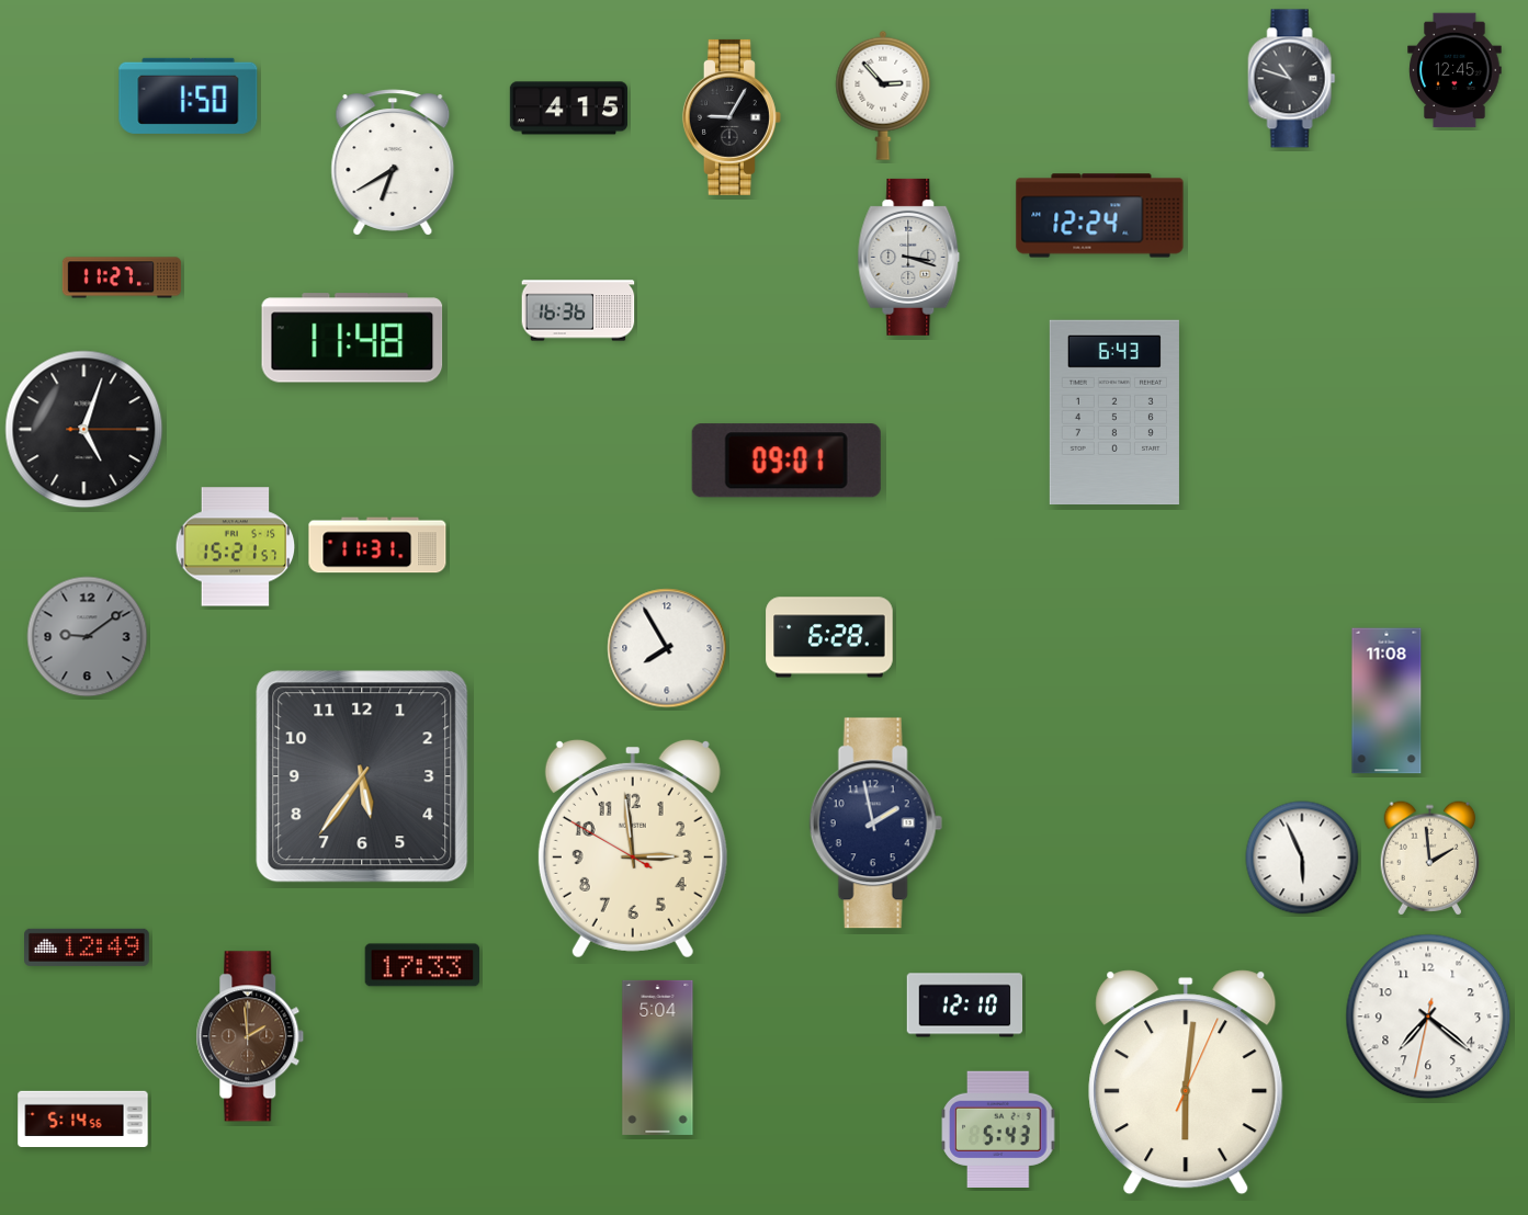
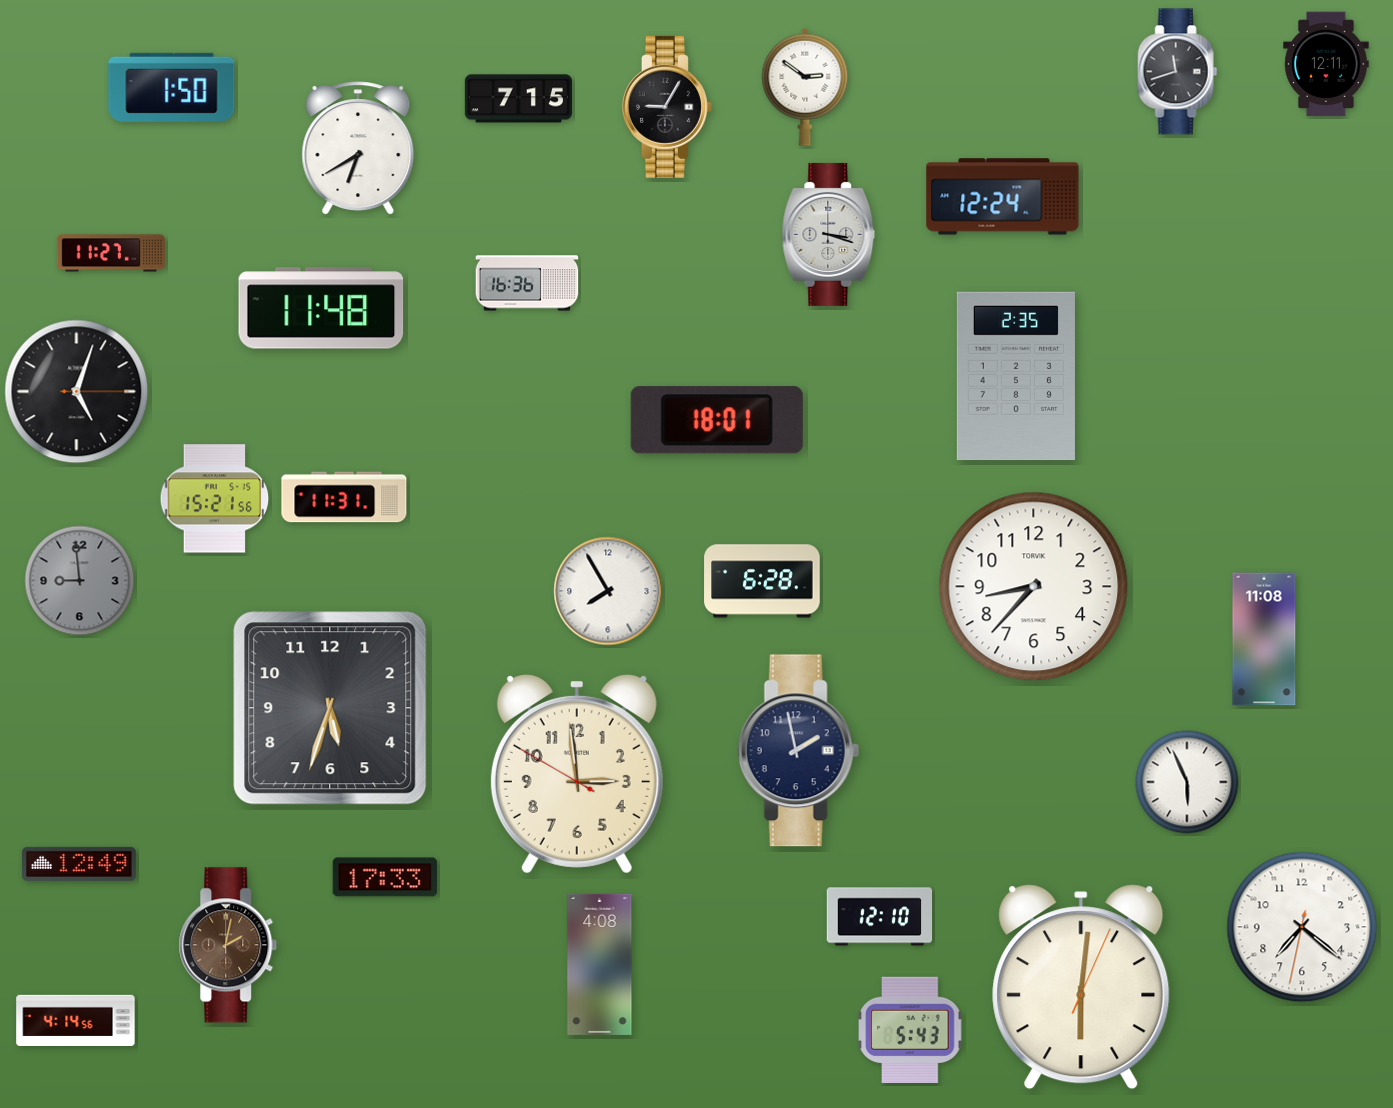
clock at (1455, 70): 12:45 -> 12:11
clock at (1292, 79): 10:48 -> 11:42
clock at (883, 95): 2:53 -> 2:51
clock at (568, 109): 4:15 -> 7:15
clock at (1114, 412): 6:43 -> 2:35
clock at (786, 461): 09:01 -> 18:01
clock at (236, 547): 15:21:57 -> 15:21:56
clock at (88, 637): 9:09 -> 8:59
clock at (829, 637) position: (829, 637) -> (762, 581)
clock at (1034, 587): none -> 8:37
clock at (362, 776): 5:36 -> 5:33
clock at (1429, 859): 1:59 -> none
clock at (422, 965) position: (422, 965) -> (385, 877)
clock at (250, 1036): 1:59 -> 2:02
clock at (658, 1057): 5:04 -> 4:08
clock at (83, 1119): 5:14 -> 4:14
